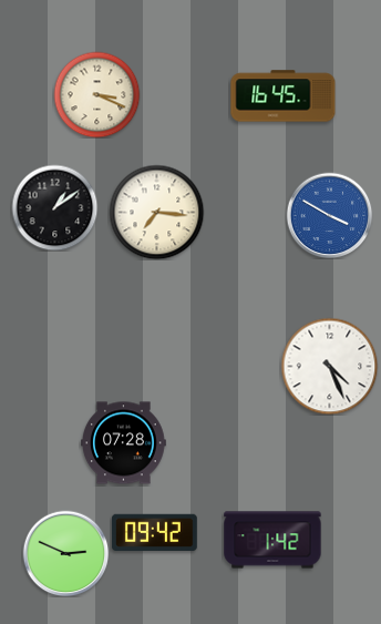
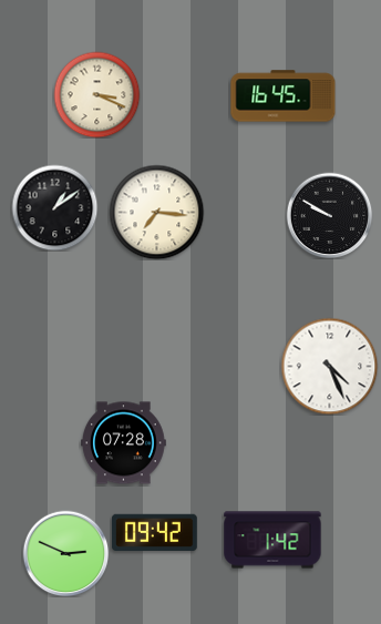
clock at (329, 215): 3:50 -> 9:50
clock at (329, 215) dial: blue -> black
